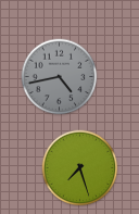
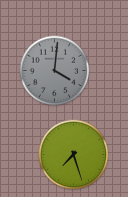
clock at (60, 77): 4:43 -> 4:01
